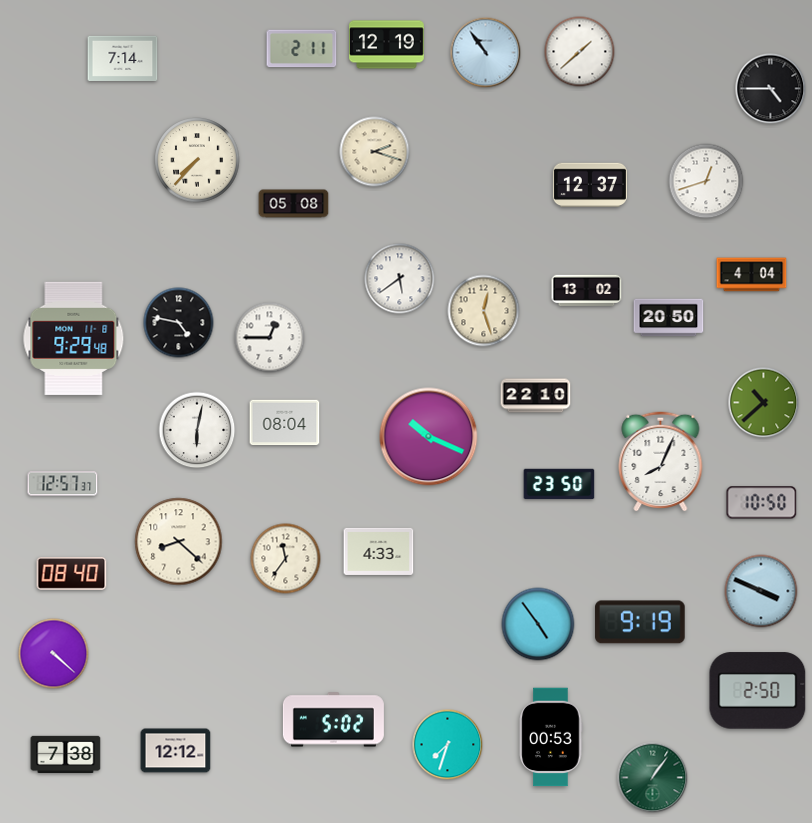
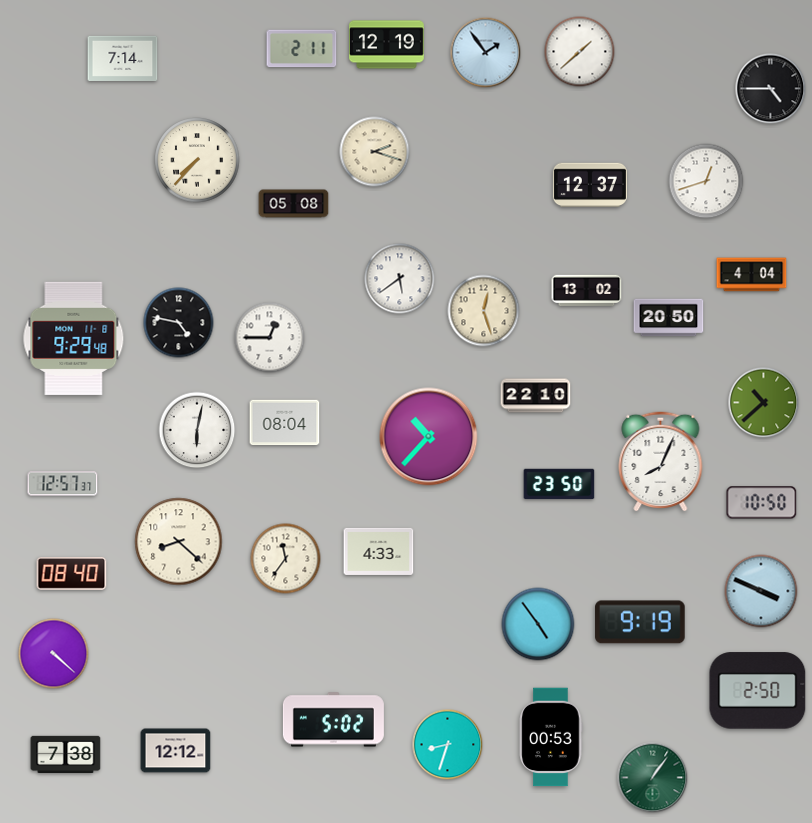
clock at (486, 53): 10:54 -> 1:54
clock at (429, 437): 10:19 -> 10:37
clock at (448, 745): 7:33 -> 8:33
